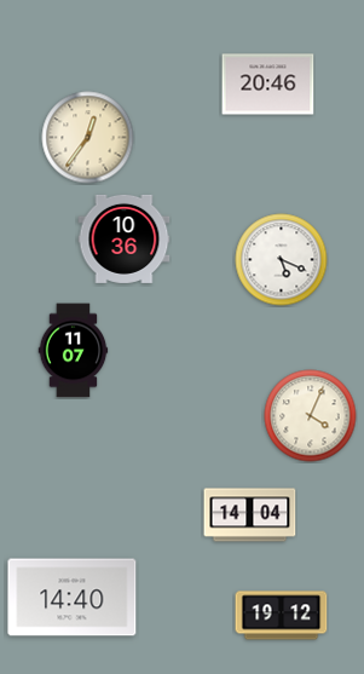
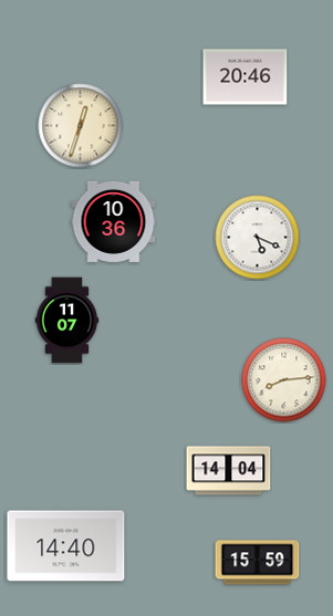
clock at (88, 138): 12:36 -> 12:33
clock at (125, 238) position: (125, 238) -> (114, 221)
clock at (311, 416): 4:04 -> 8:14
clock at (282, 616): 19:12 -> 15:59
